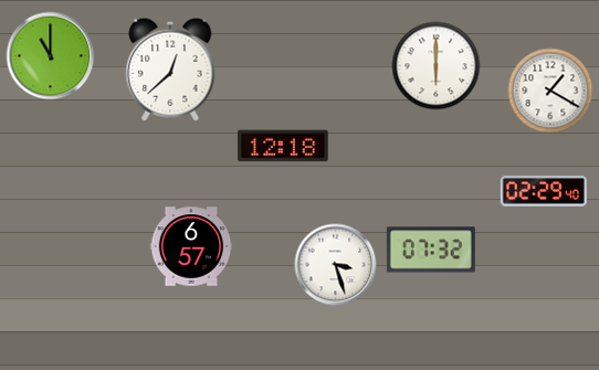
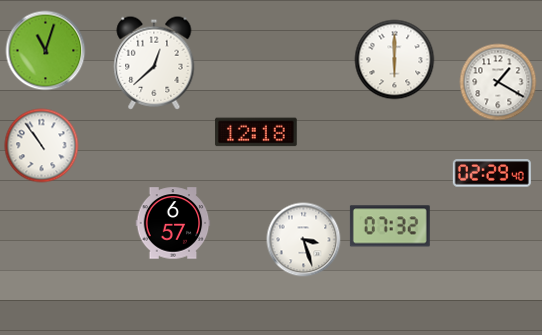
clock at (51, 56): 11:00 -> 11:03
clock at (42, 146): none -> 10:54
